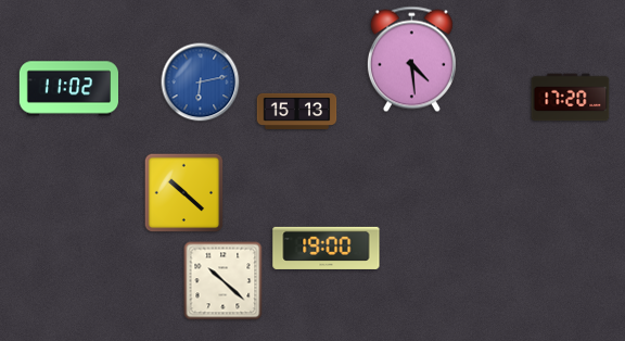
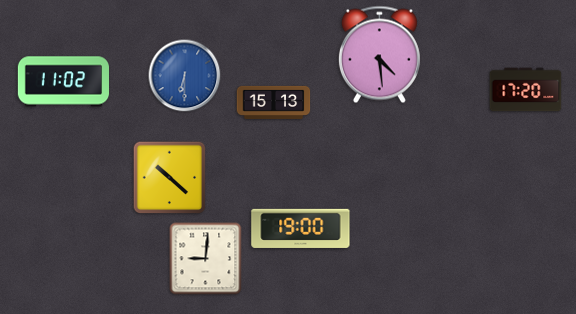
clock at (201, 83): 6:13 -> 6:30
clock at (224, 281): 10:22 -> 9:01
